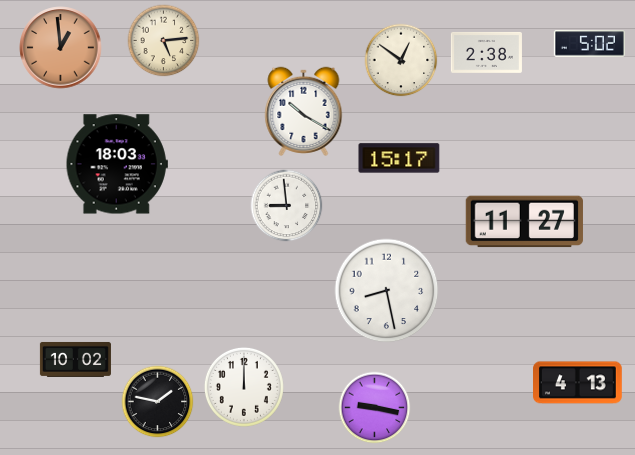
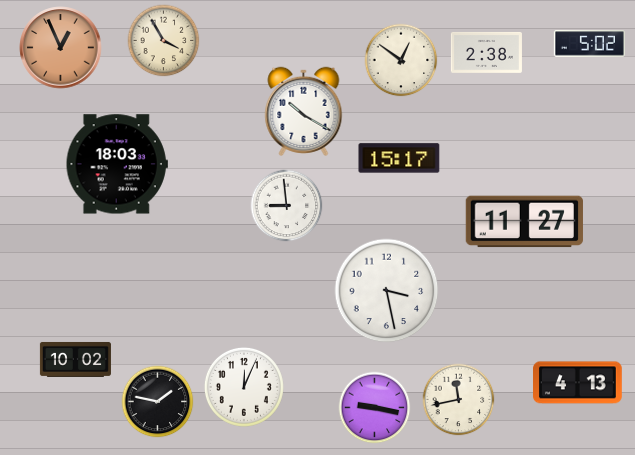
clock at (164, 41): 5:14 -> 3:55
clock at (61, 48): 12:59 -> 12:56
clock at (387, 291): 8:28 -> 3:28
clock at (244, 387): 12:00 -> 12:04
clock at (459, 400): none -> 11:43
